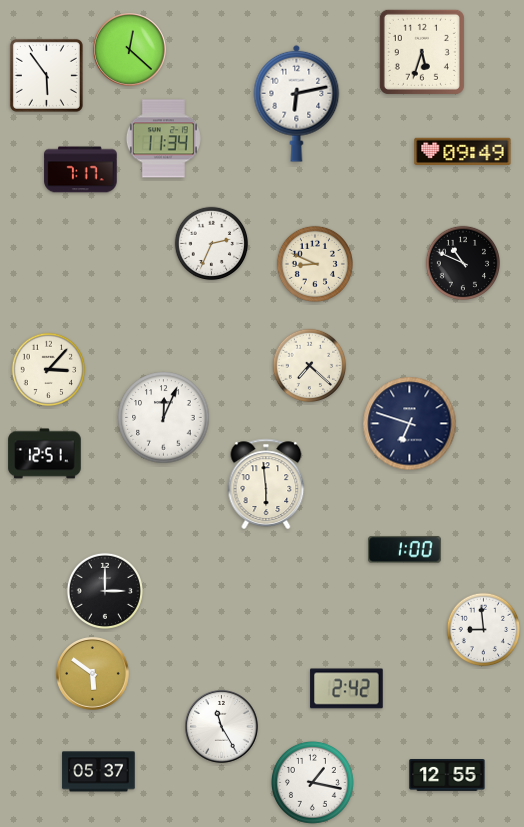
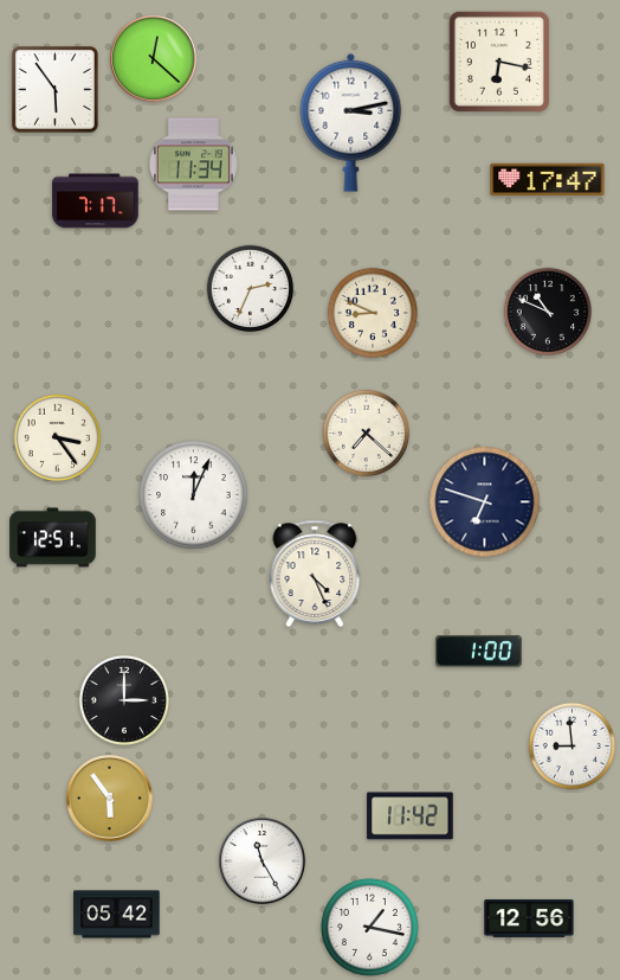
clock at (422, 52): 5:33 -> 6:17
clock at (297, 103): 6:13 -> 3:13
clock at (463, 152): 09:49 -> 17:47
clock at (49, 370): 3:07 -> 3:24
clock at (266, 484): 5:59 -> 4:26
clock at (93, 674): 5:51 -> 5:54
clock at (347, 689): 2:42 -> 11:42
clock at (99, 772): 05:37 -> 05:42
clock at (447, 776): 12:55 -> 12:56
